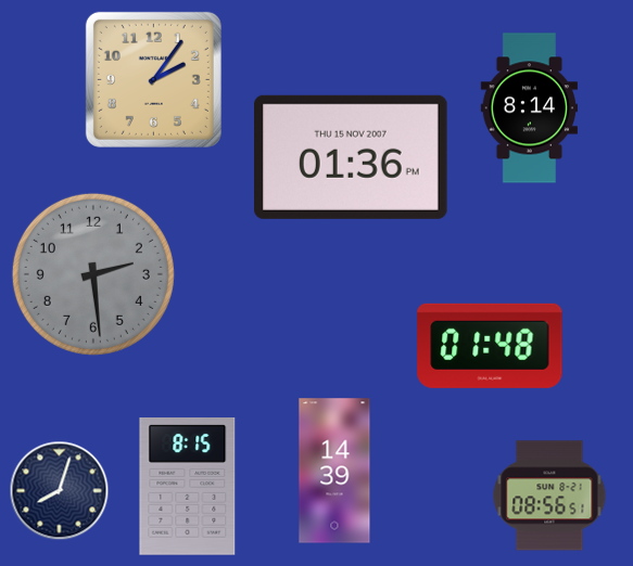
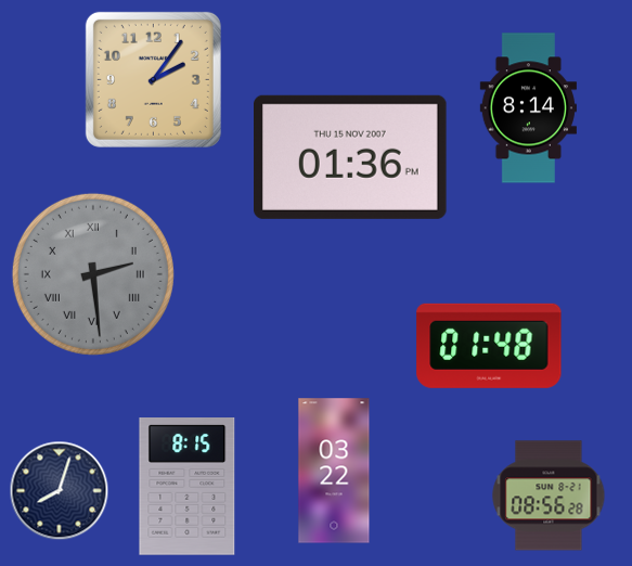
clock at (93, 274) numerals: Arabic -> Roman
clock at (334, 471): 14:39 -> 03:22
clock at (549, 496): 08:56:51 -> 08:56:28
